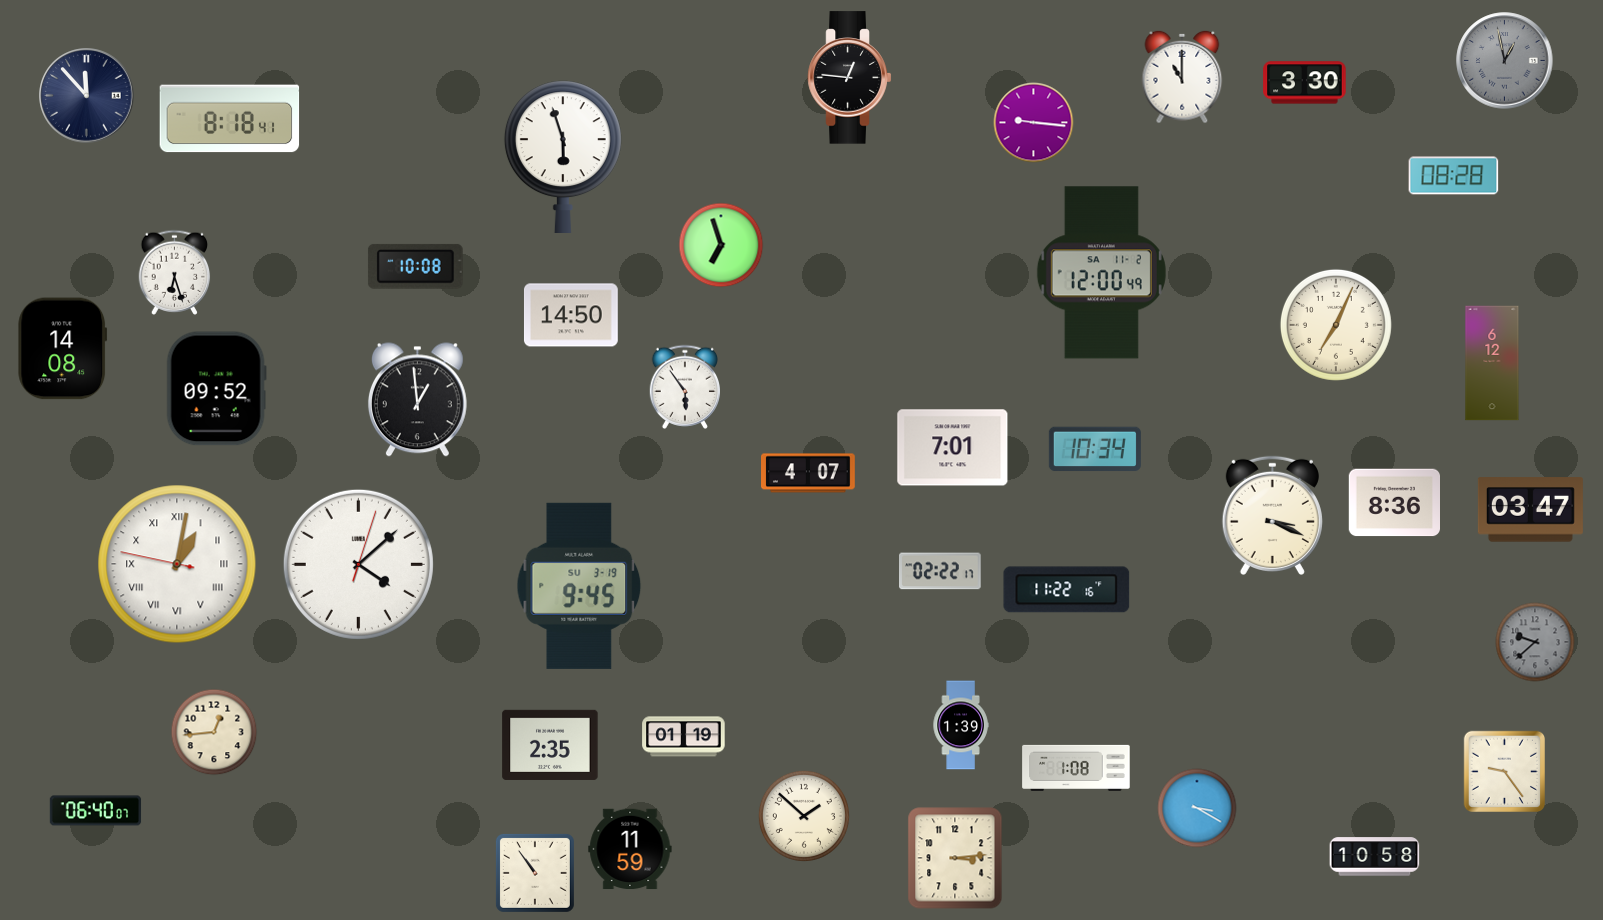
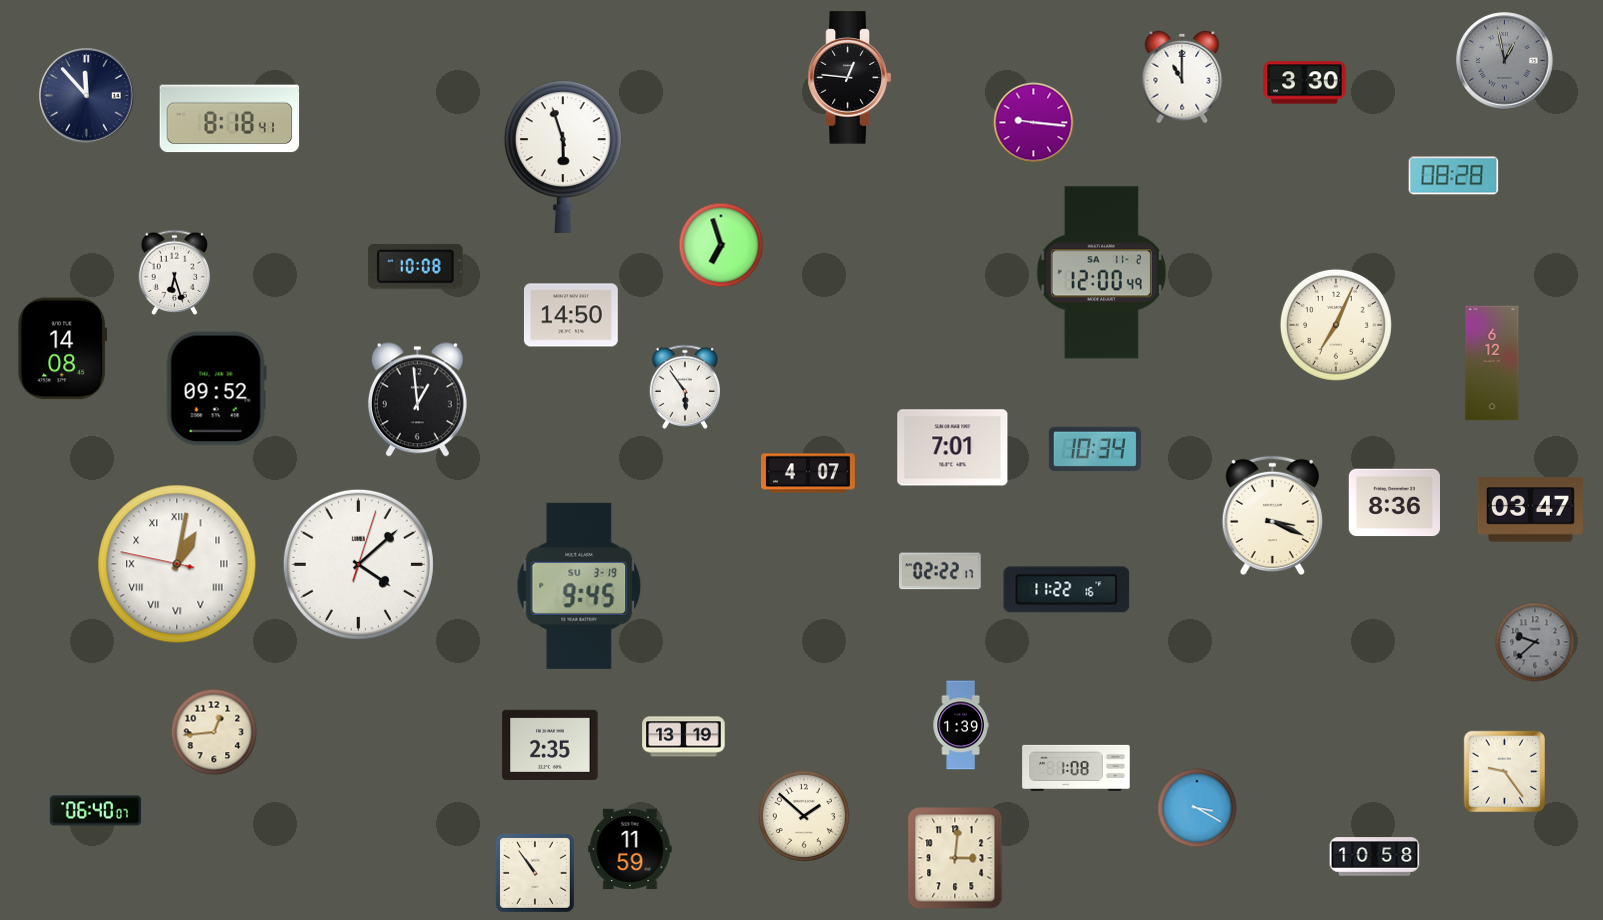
clock at (684, 737): 01:19 -> 13:19
clock at (955, 858): 3:14 -> 3:01
